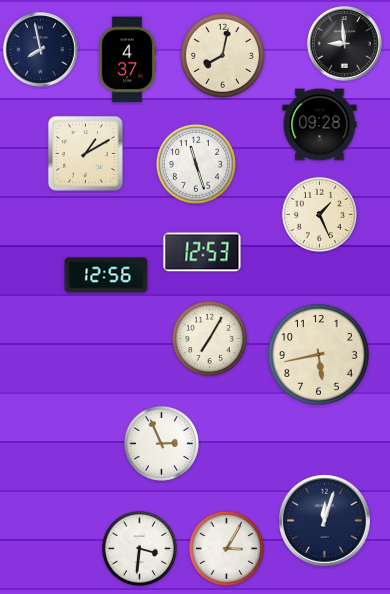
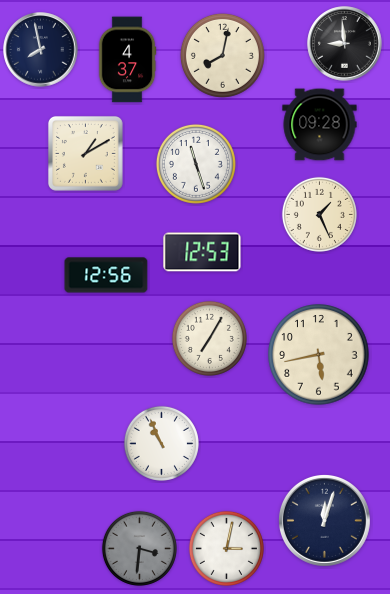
clock at (161, 443): 2:56 -> 10:56
clock at (139, 548) dial: white -> grey
clock at (226, 548): 3:05 -> 3:02
